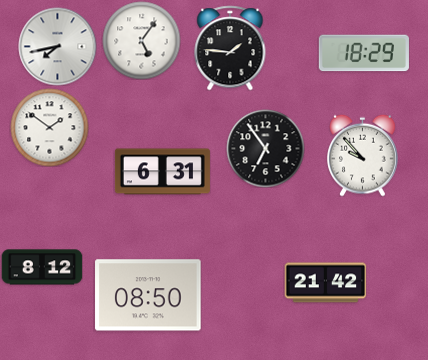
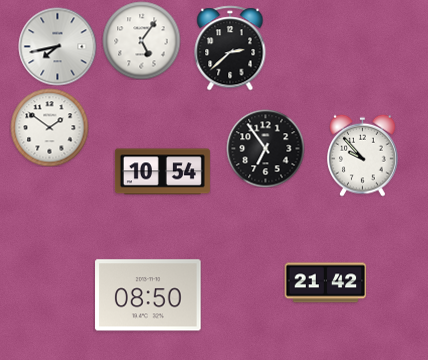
clock at (230, 48): 1:46 -> 2:38
clock at (364, 53): 18:29 -> none
clock at (162, 172): 6:31 -> 10:54
clock at (42, 267): 8:12 -> none
